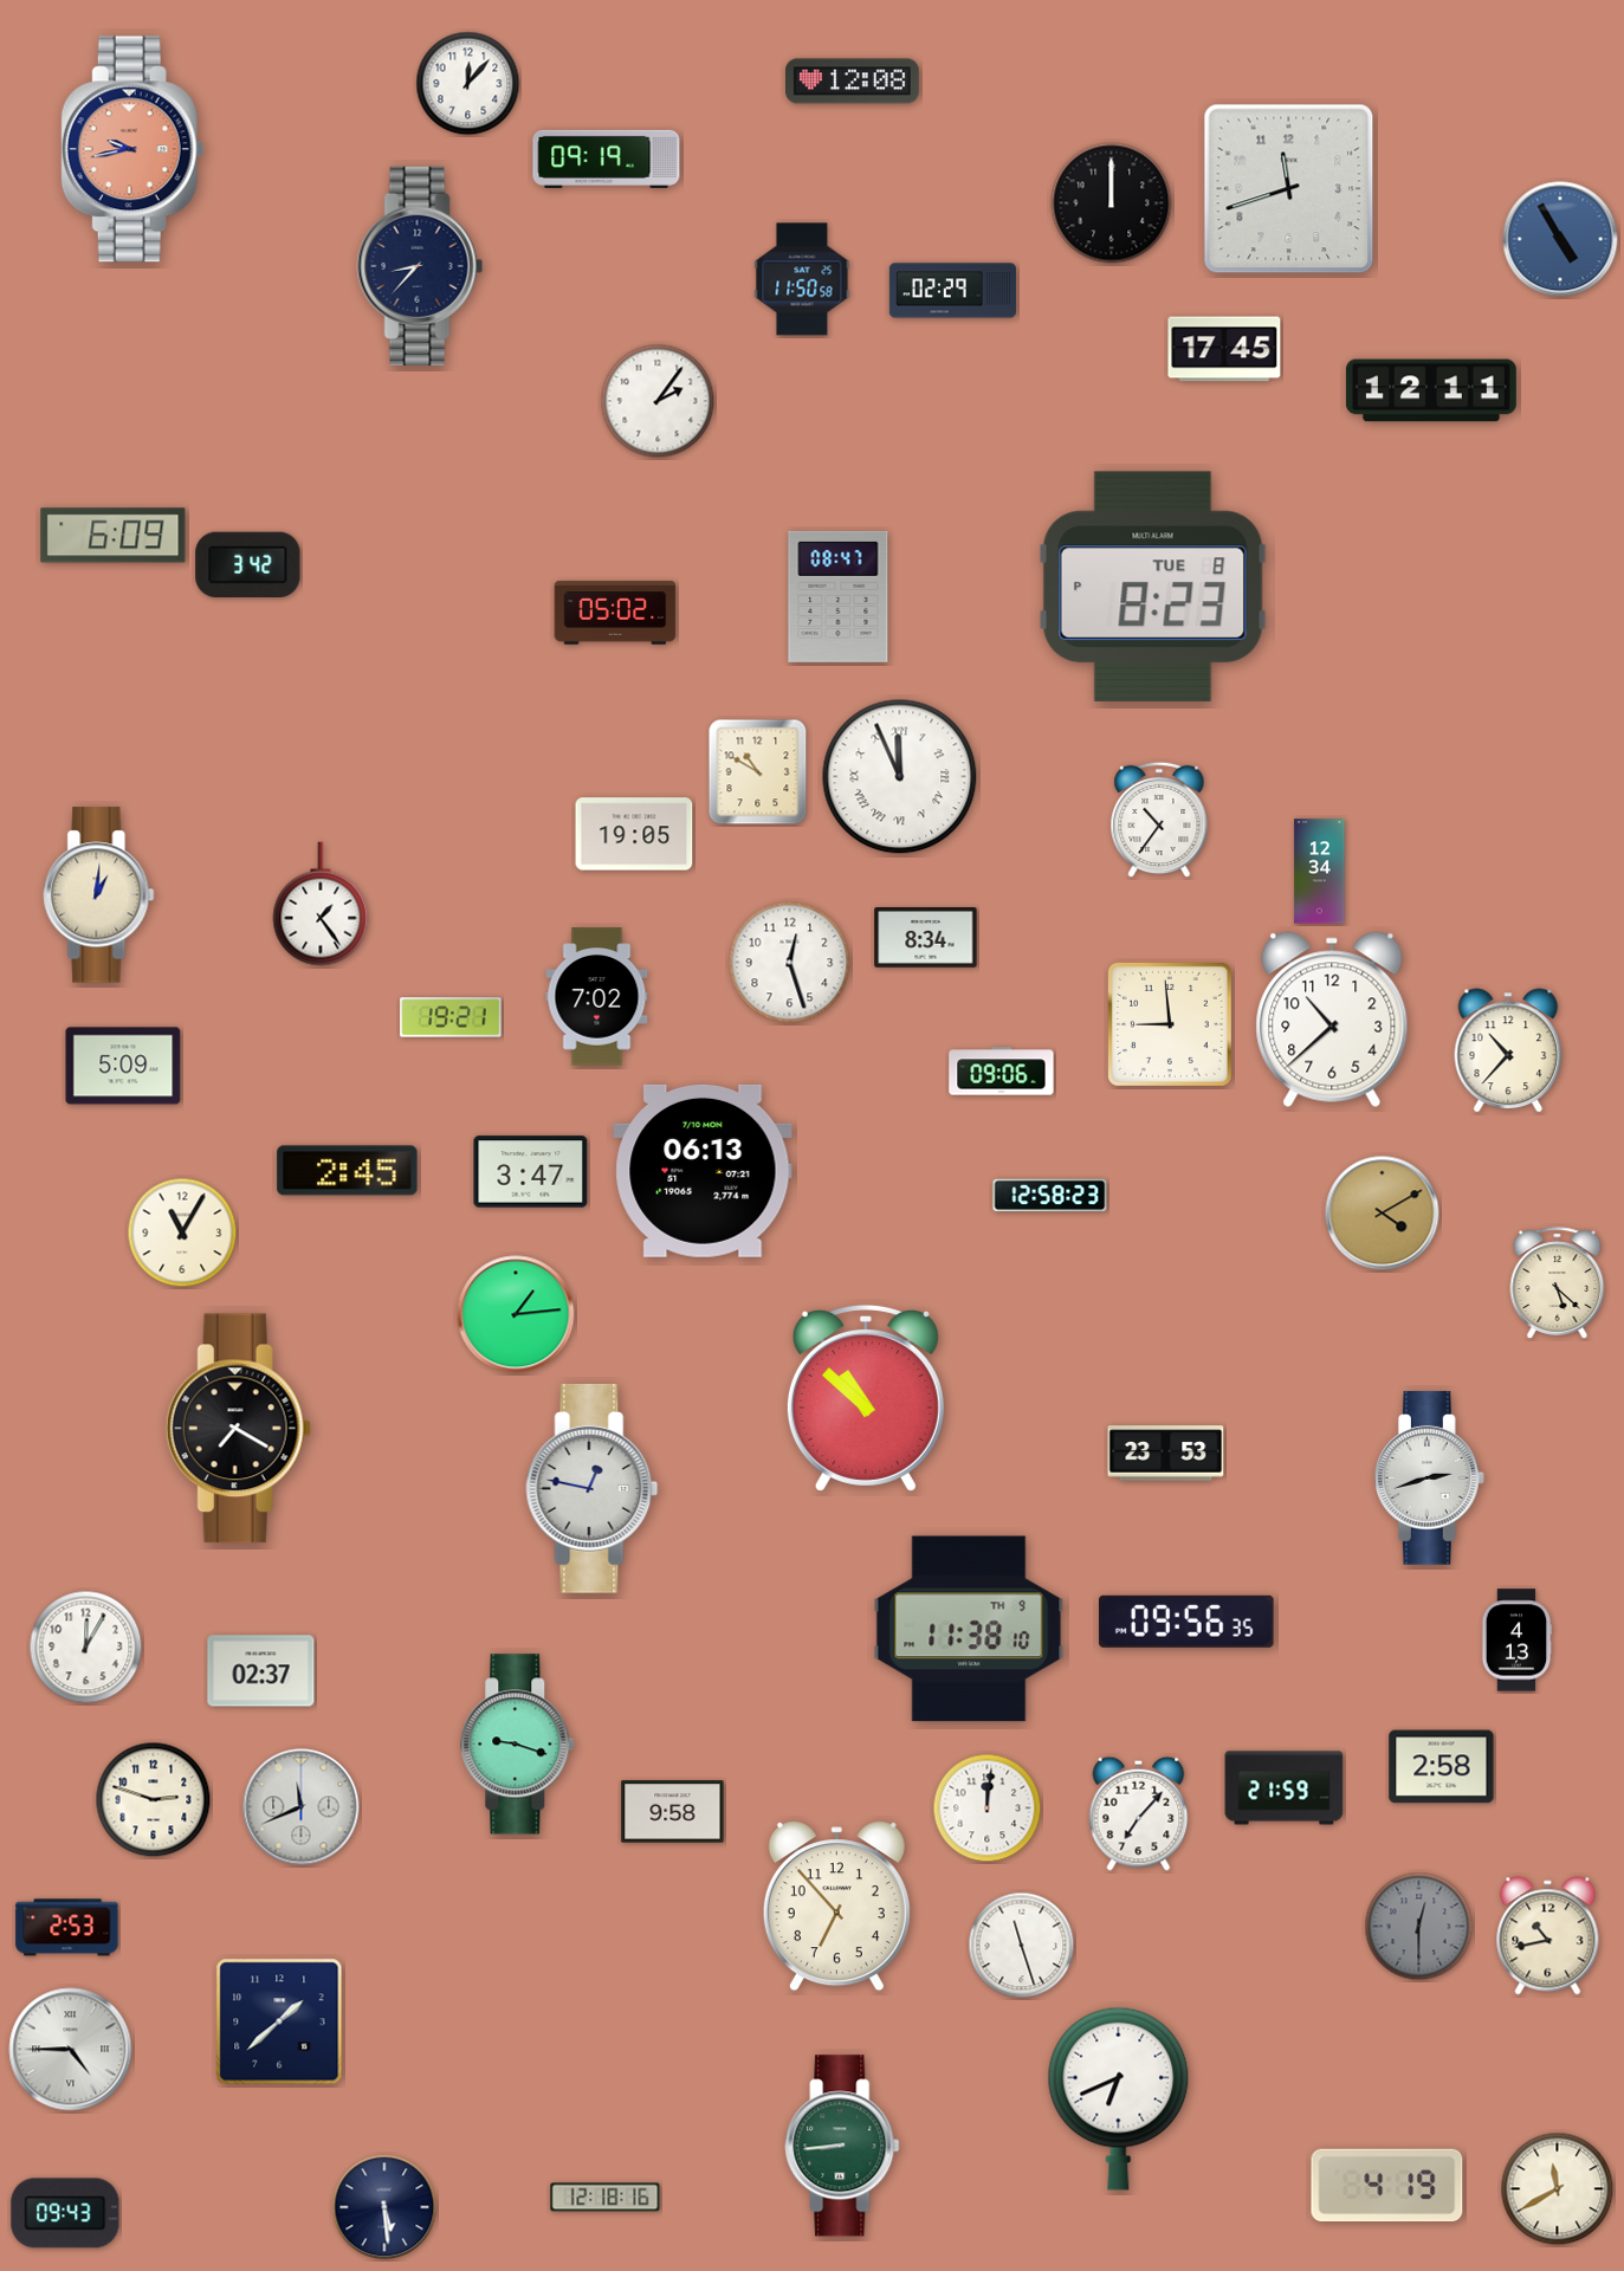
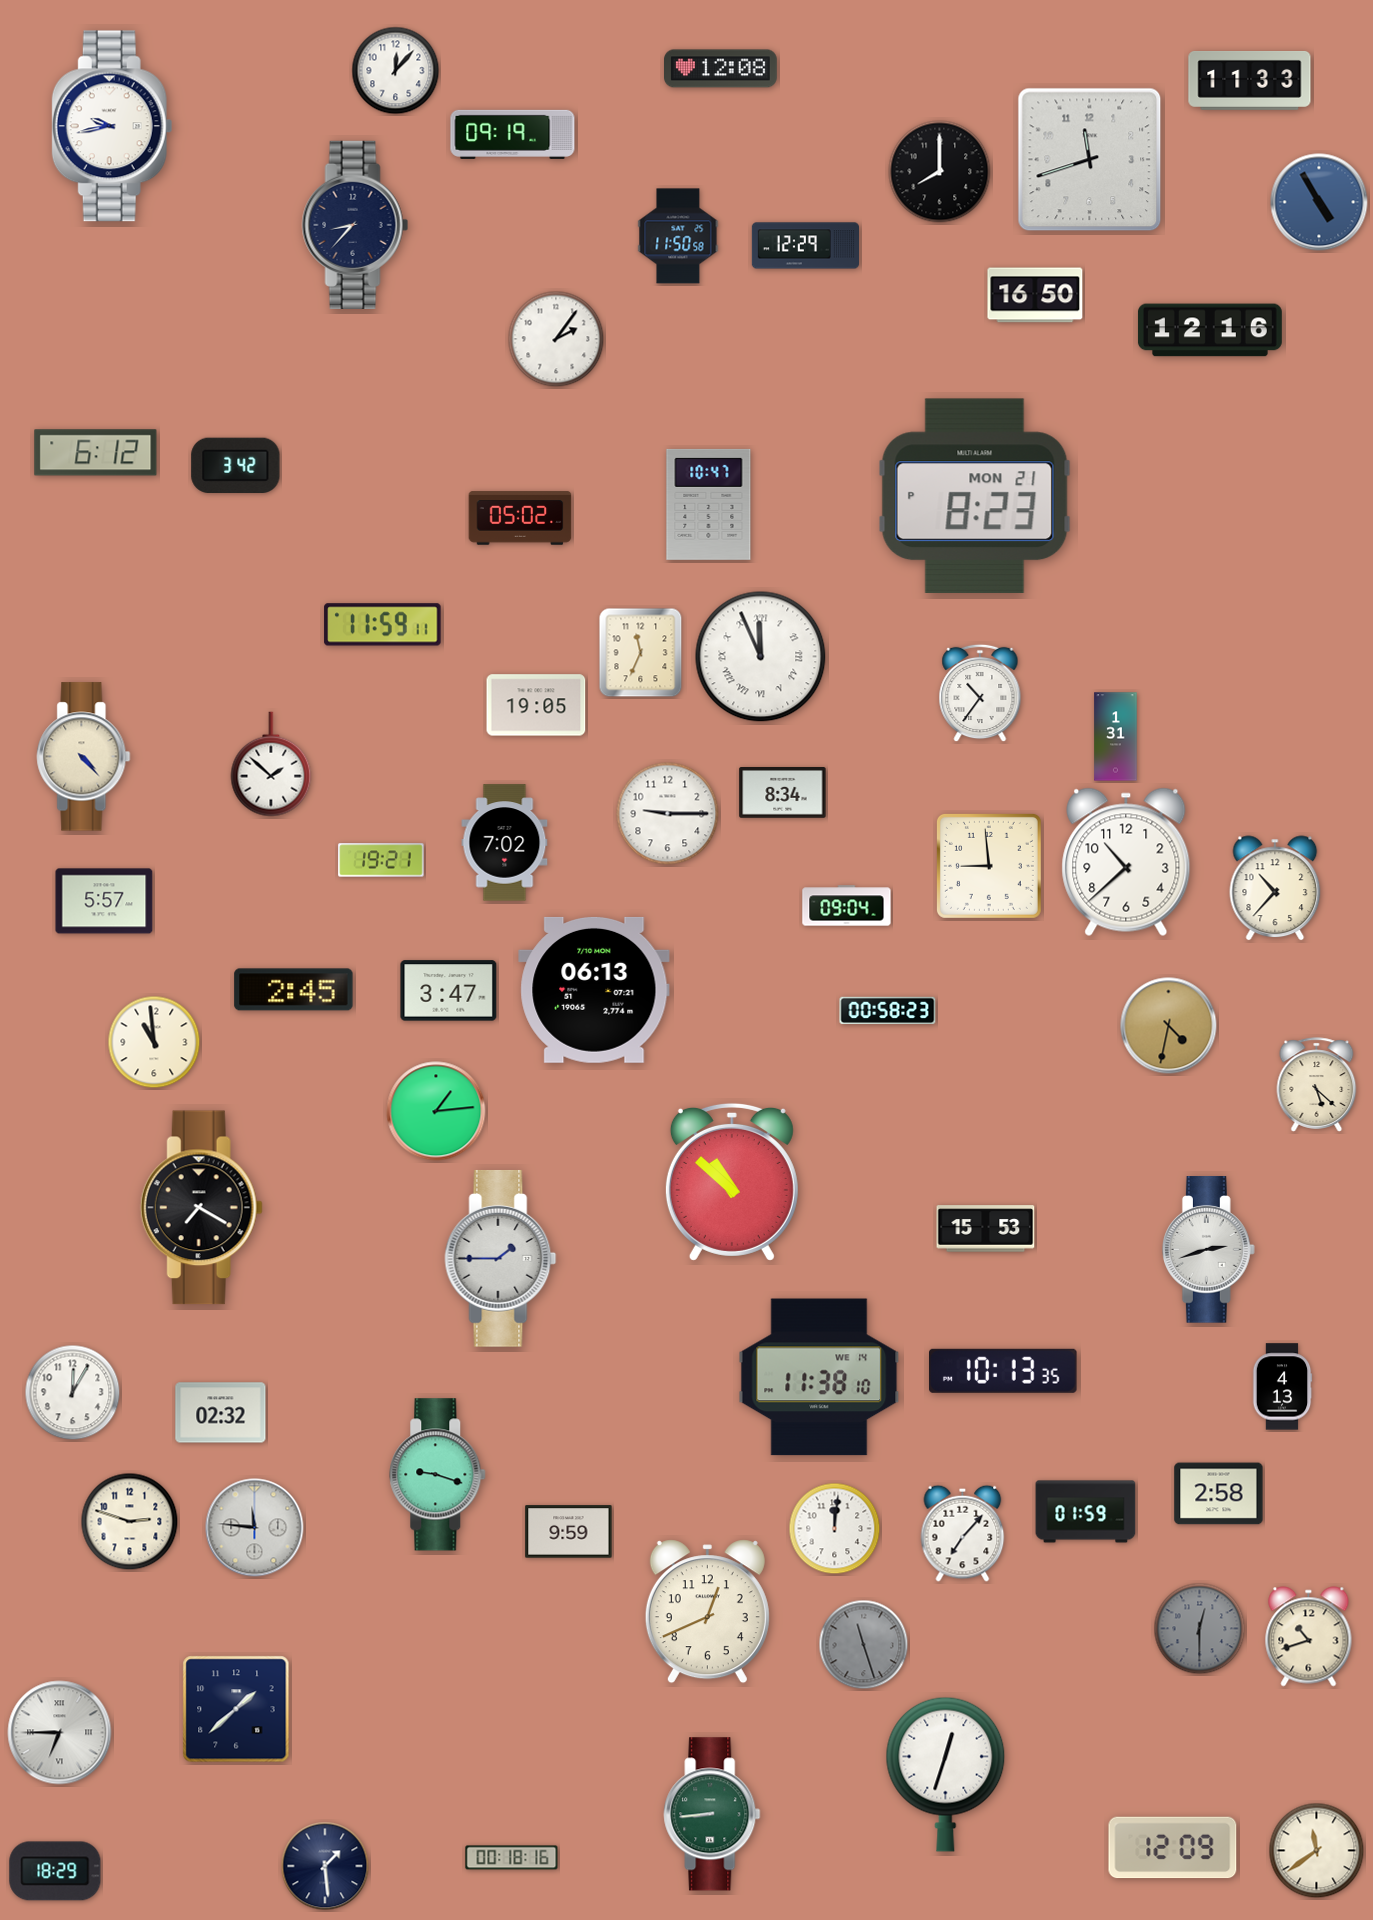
clock at (1250, 80): none -> 11:33
clock at (132, 149) dial: salmon -> white
clock at (1112, 203): 12:00 -> 8:00
clock at (952, 291): 02:29 -> 12:29
clock at (1224, 349): 17:45 -> 16:50
clock at (1431, 390): 12:11 -> 12:16
clock at (114, 536): 6:09 -> 6:12
clock at (248, 564) position: (248, 564) -> (236, 465)
clock at (1153, 587) date: TUE 8 -> MON 21
clock at (839, 596): 08:47 -> 10:47
clock at (383, 625): none -> 11:59
clock at (758, 772): 10:50 -> 11:34
clock at (1320, 872): 12:34 -> 1:31
clock at (99, 895): 1:01 -> 4:23
clock at (321, 904): 1:24 -> 1:52
clock at (790, 963): 12:27 -> 9:15
clock at (123, 1066): 5:09 -> 5:57
clock at (1002, 1072): 09:06 -> 09:04
clock at (1050, 1196): 12:58 -> 00:58
clock at (1383, 1214): 4:10 -> 4:32
clock at (182, 1232): 11:05 -> 10:59
clock at (1166, 1454): 23:53 -> 15:53
clock at (593, 1488): 12:47 -> 1:45
clock at (1188, 1622): 09:56 -> 10:13
clock at (969, 1629) date: TH 9 -> WE 14
clock at (261, 1671): 02:37 -> 02:32
clock at (1285, 1788): 21:59 -> 01:59
clock at (302, 1807): 11:41 -> 11:46
clock at (673, 1812): 9:58 -> 9:59
clock at (836, 1907): 6:53 -> 12:41
clock at (67, 1928): 2:53 -> none
clock at (1548, 1936): 10:43 -> 10:42
clock at (1022, 1946) dial: white -> grey
clock at (71, 2050): 4:45 -> 6:45
clock at (1119, 2098): 6:41 -> 12:33
clock at (1387, 2186): 4:19 -> 12:09
clock at (1558, 2189): 11:40 -> 11:39
clock at (606, 2198): 12:18 -> 00:18
clock at (384, 2207): 5:29 -> 1:29
clock at (65, 2213): 09:43 -> 18:29
